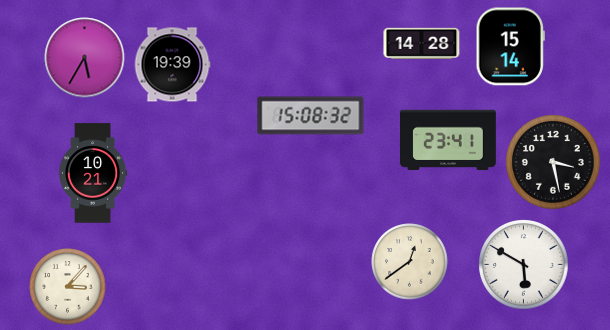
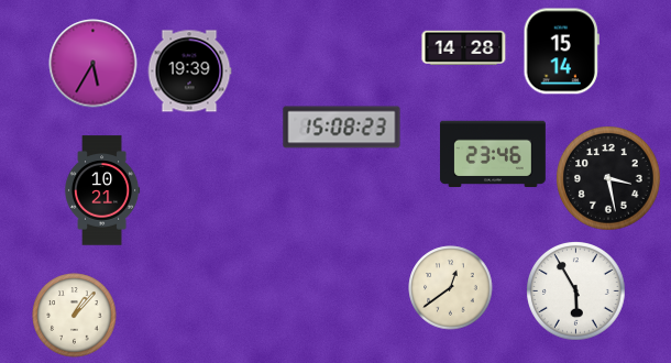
clock at (311, 116): 15:08:32 -> 15:08:23
clock at (448, 140): 23:41 -> 23:46
clock at (524, 265): 5:50 -> 5:55
clock at (68, 287): 3:07 -> 1:07
